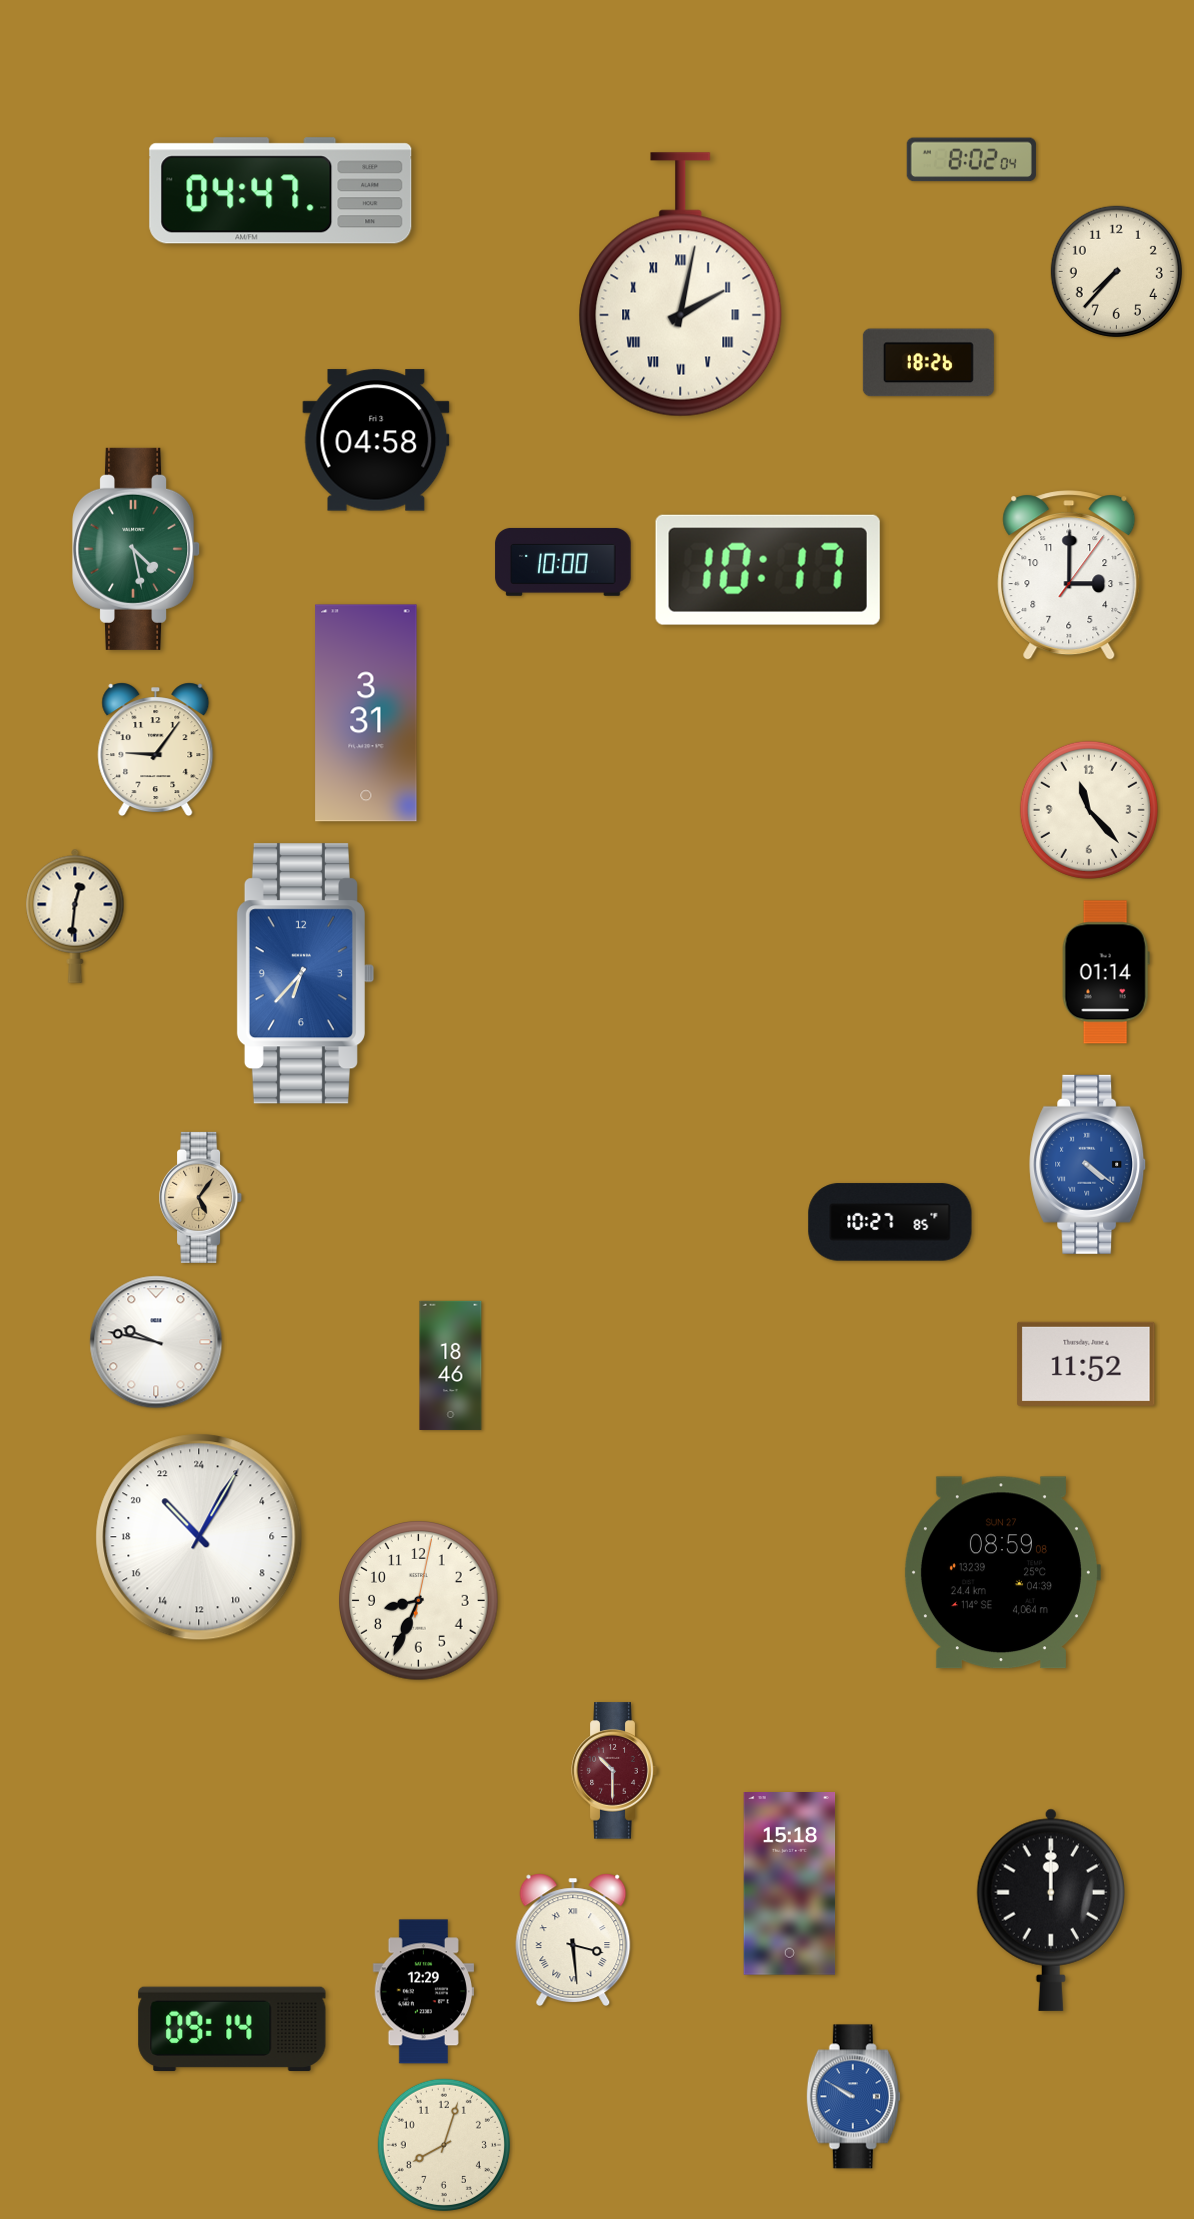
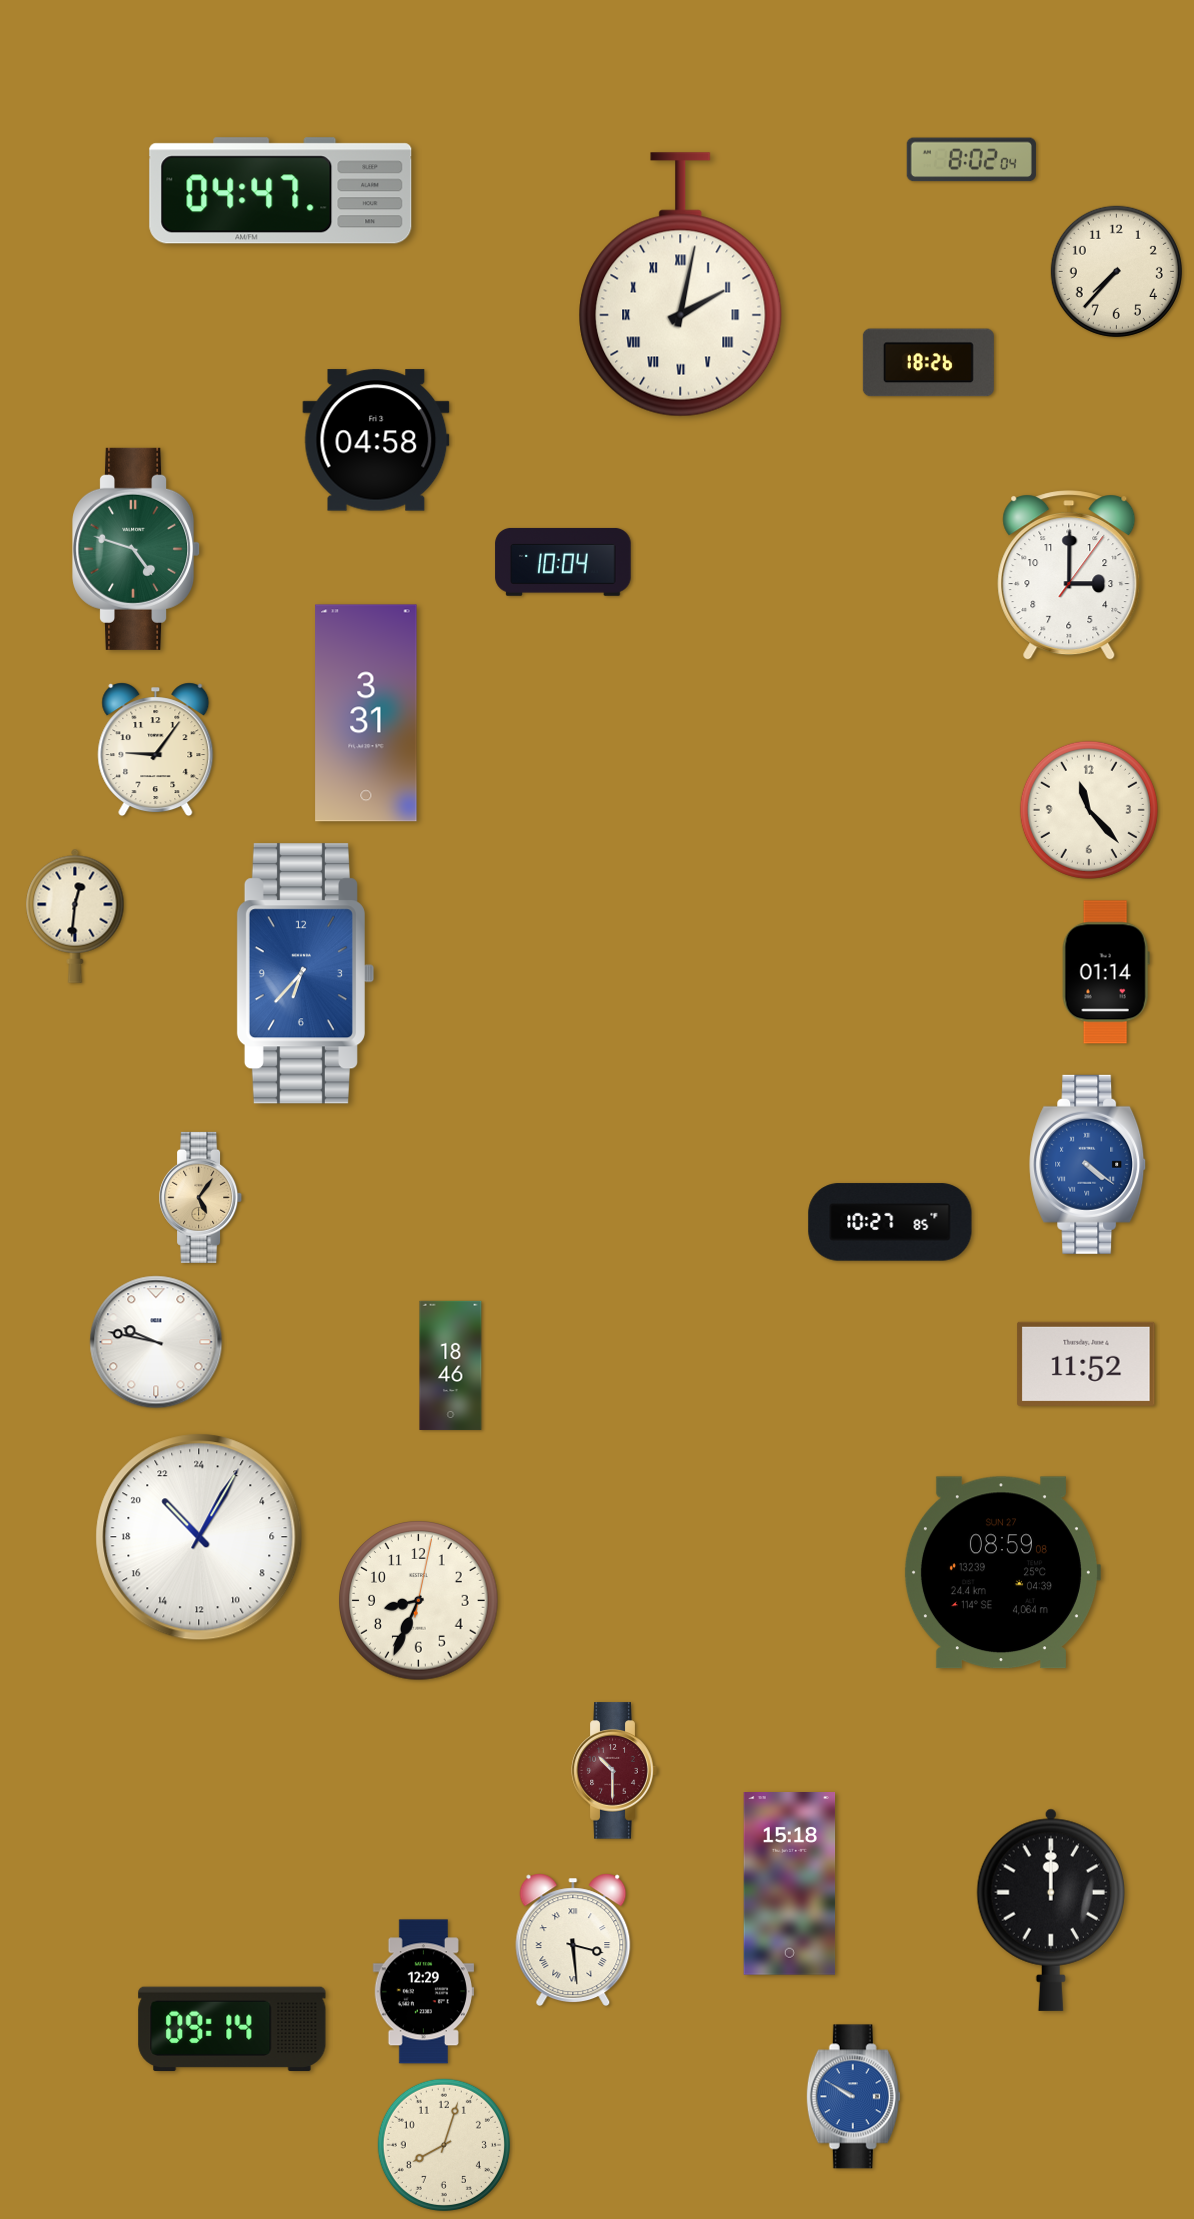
clock at (137, 549): 4:28 -> 4:48
clock at (563, 562): 10:00 -> 10:04
clock at (768, 570): 10:17 -> none
